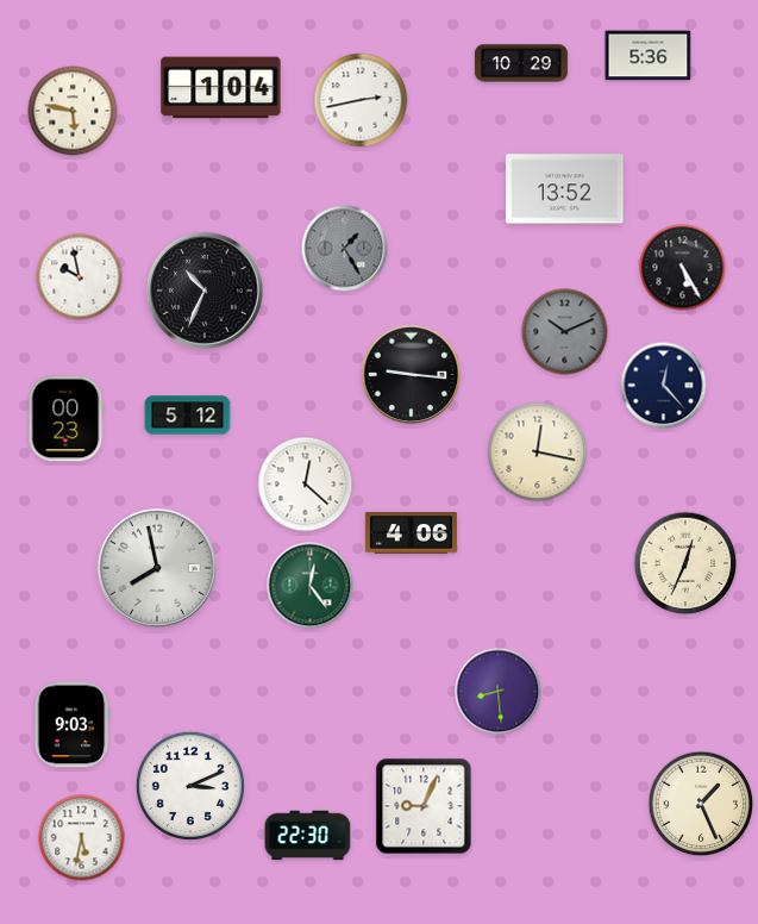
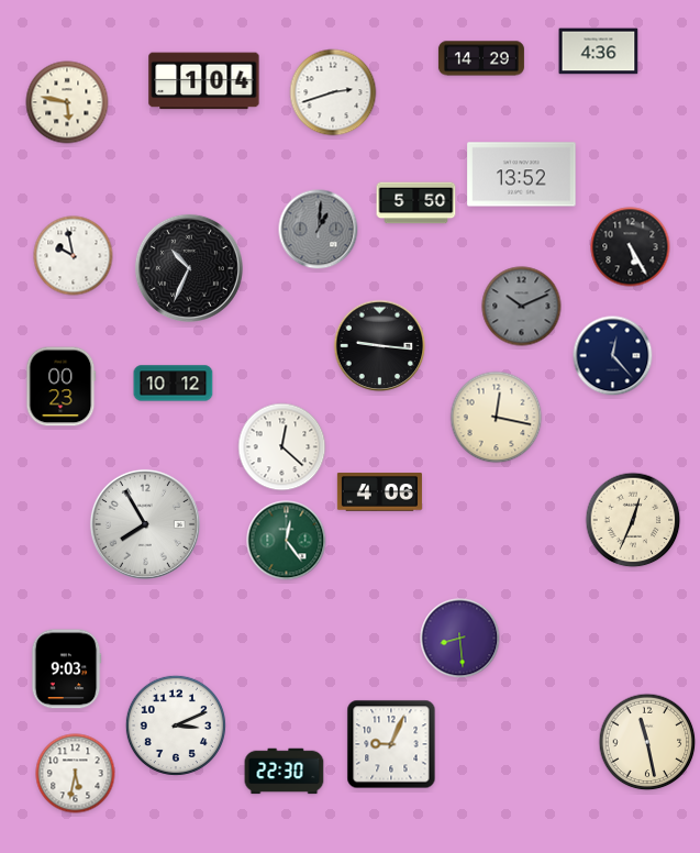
clock at (649, 56): 5:36 -> 4:36
clock at (521, 63): 10:29 -> 14:29
clock at (361, 100): 2:43 -> 2:42
clock at (416, 203): none -> 5:50
clock at (345, 249): 1:25 -> 1:01
clock at (188, 416): 5:12 -> 10:12
clock at (157, 568): 7:58 -> 7:55
clock at (701, 804): 1:26 -> 11:28
